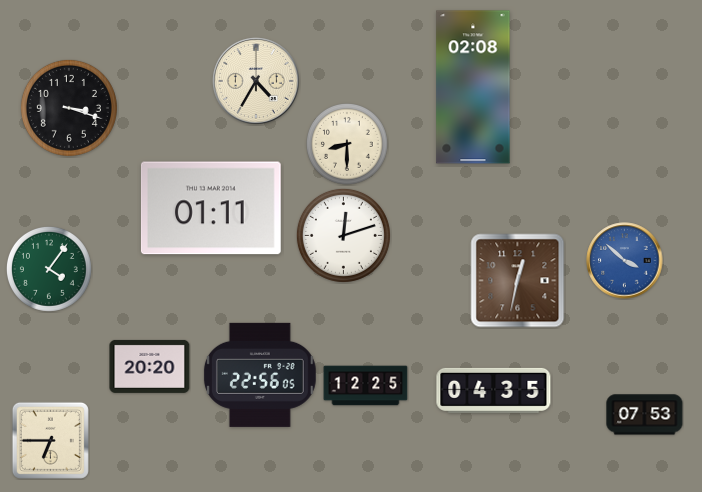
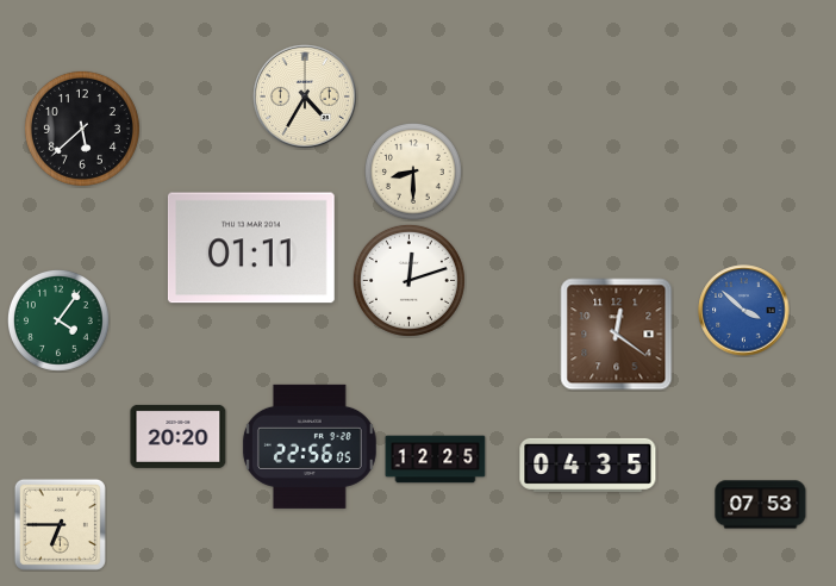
clock at (473, 87): 02:08 -> none
clock at (69, 108): 3:18 -> 5:38
clock at (518, 281): 12:32 -> 12:21
clock at (645, 415) position: (645, 415) -> (761, 505)
